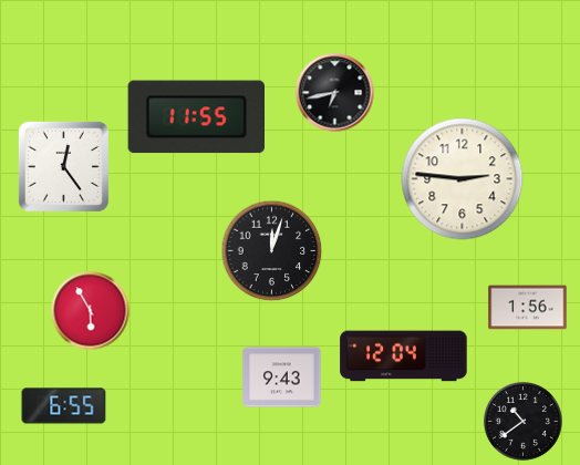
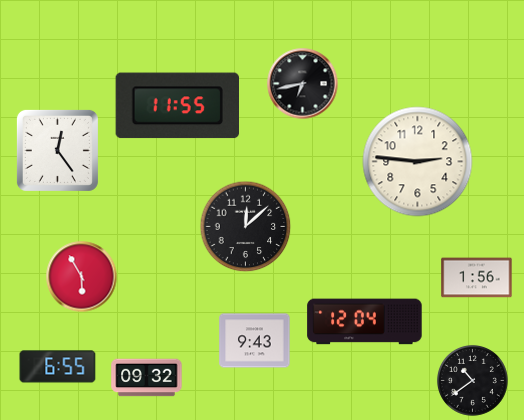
clock at (272, 251): 12:03 -> 12:08
clock at (91, 311) position: (91, 311) -> (82, 277)
clock at (147, 378): none -> 09:32
